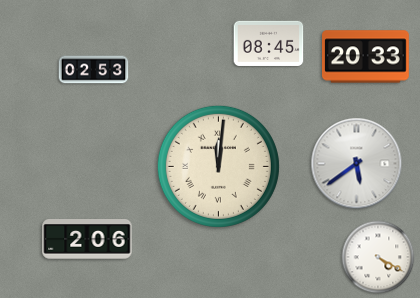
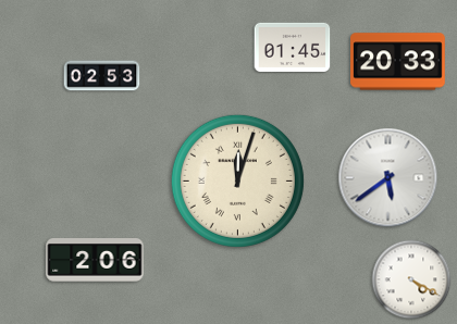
clock at (269, 43): 08:45 -> 01:45
clock at (218, 166): 12:01 -> 12:03
